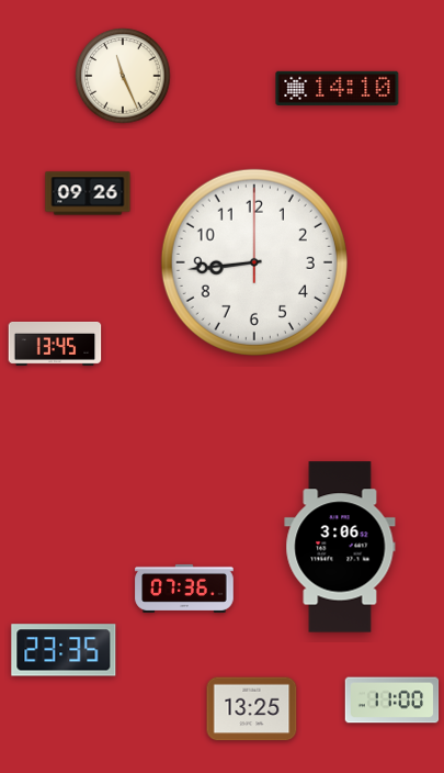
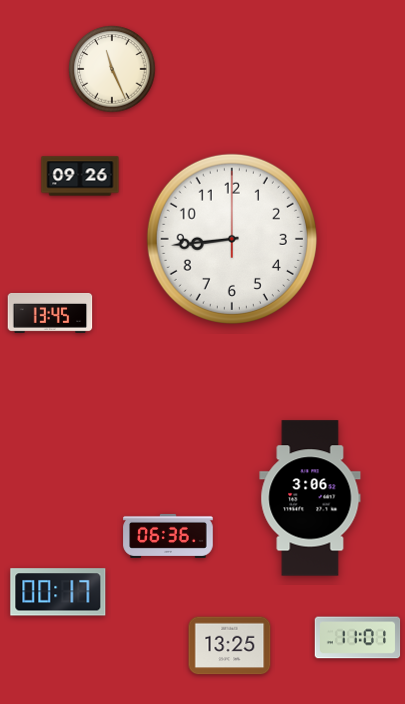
clock at (338, 88): 14:10 -> none
clock at (184, 589): 07:36 -> 06:36
clock at (64, 650): 23:35 -> 00:17
clock at (392, 701): 11:00 -> 11:01
